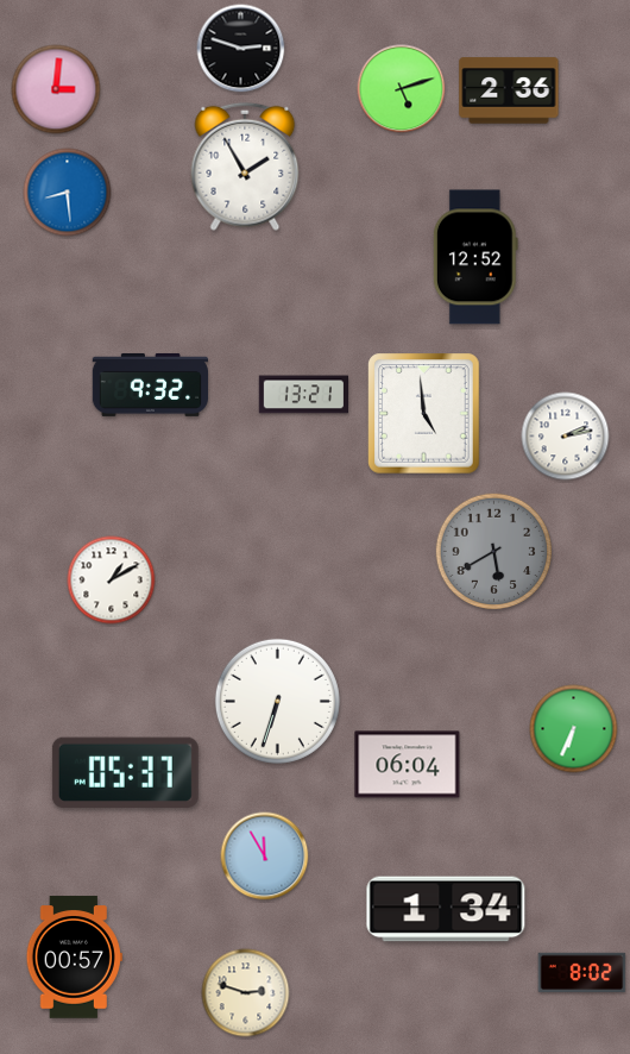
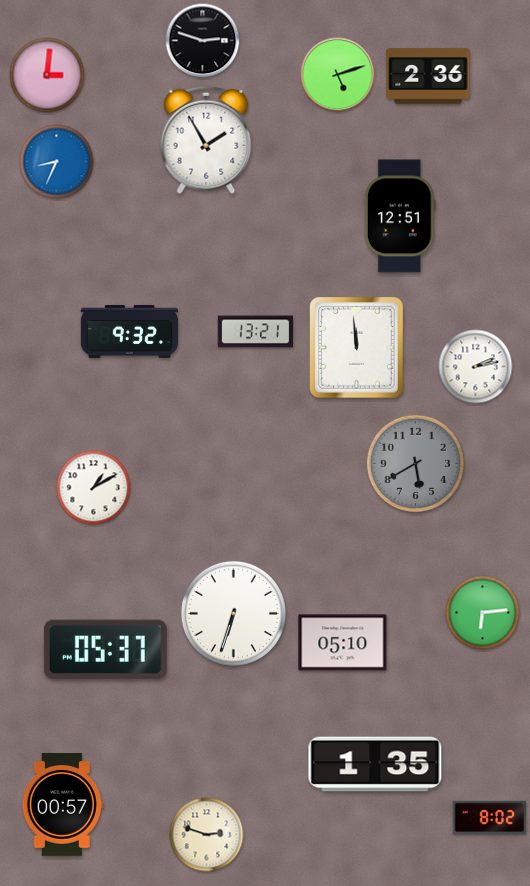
clock at (68, 193): 8:29 -> 8:34
clock at (475, 257): 12:52 -> 12:51
clock at (150, 384) position: (150, 384) -> (129, 331)
clock at (424, 414): 4:59 -> 11:59
clock at (277, 701) position: (277, 701) -> (233, 613)
clock at (574, 729): 6:34 -> 6:14
clock at (408, 765): 06:04 -> 05:10
clock at (265, 857): 11:55 -> none
clock at (446, 909): 1:34 -> 1:35
